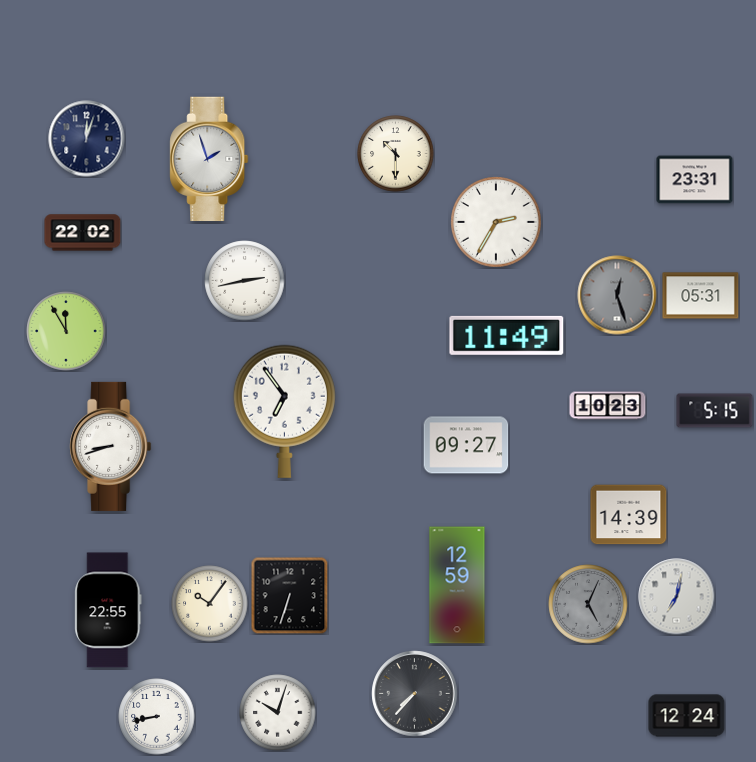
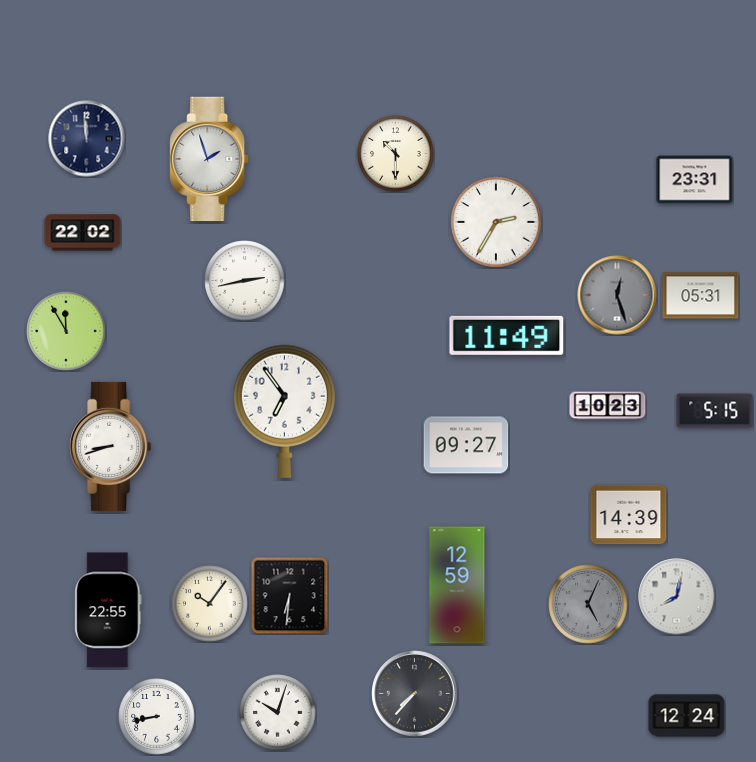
clock at (87, 139): 12:03 -> 11:59
clock at (289, 595): 6:33 -> 6:31
clock at (677, 597): 7:02 -> 8:02
